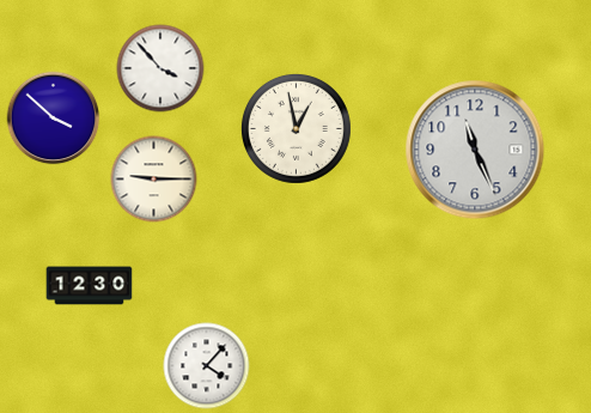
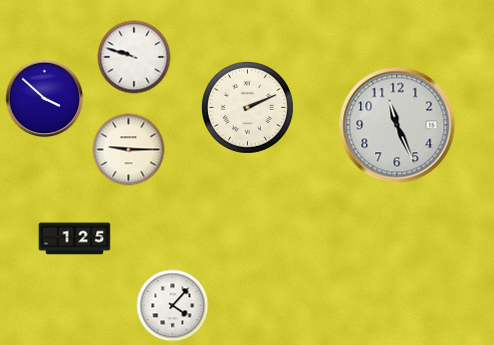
clock at (160, 68): 3:53 -> 9:48
clock at (295, 128): 12:58 -> 2:11
clock at (90, 286): 12:30 -> 1:25
